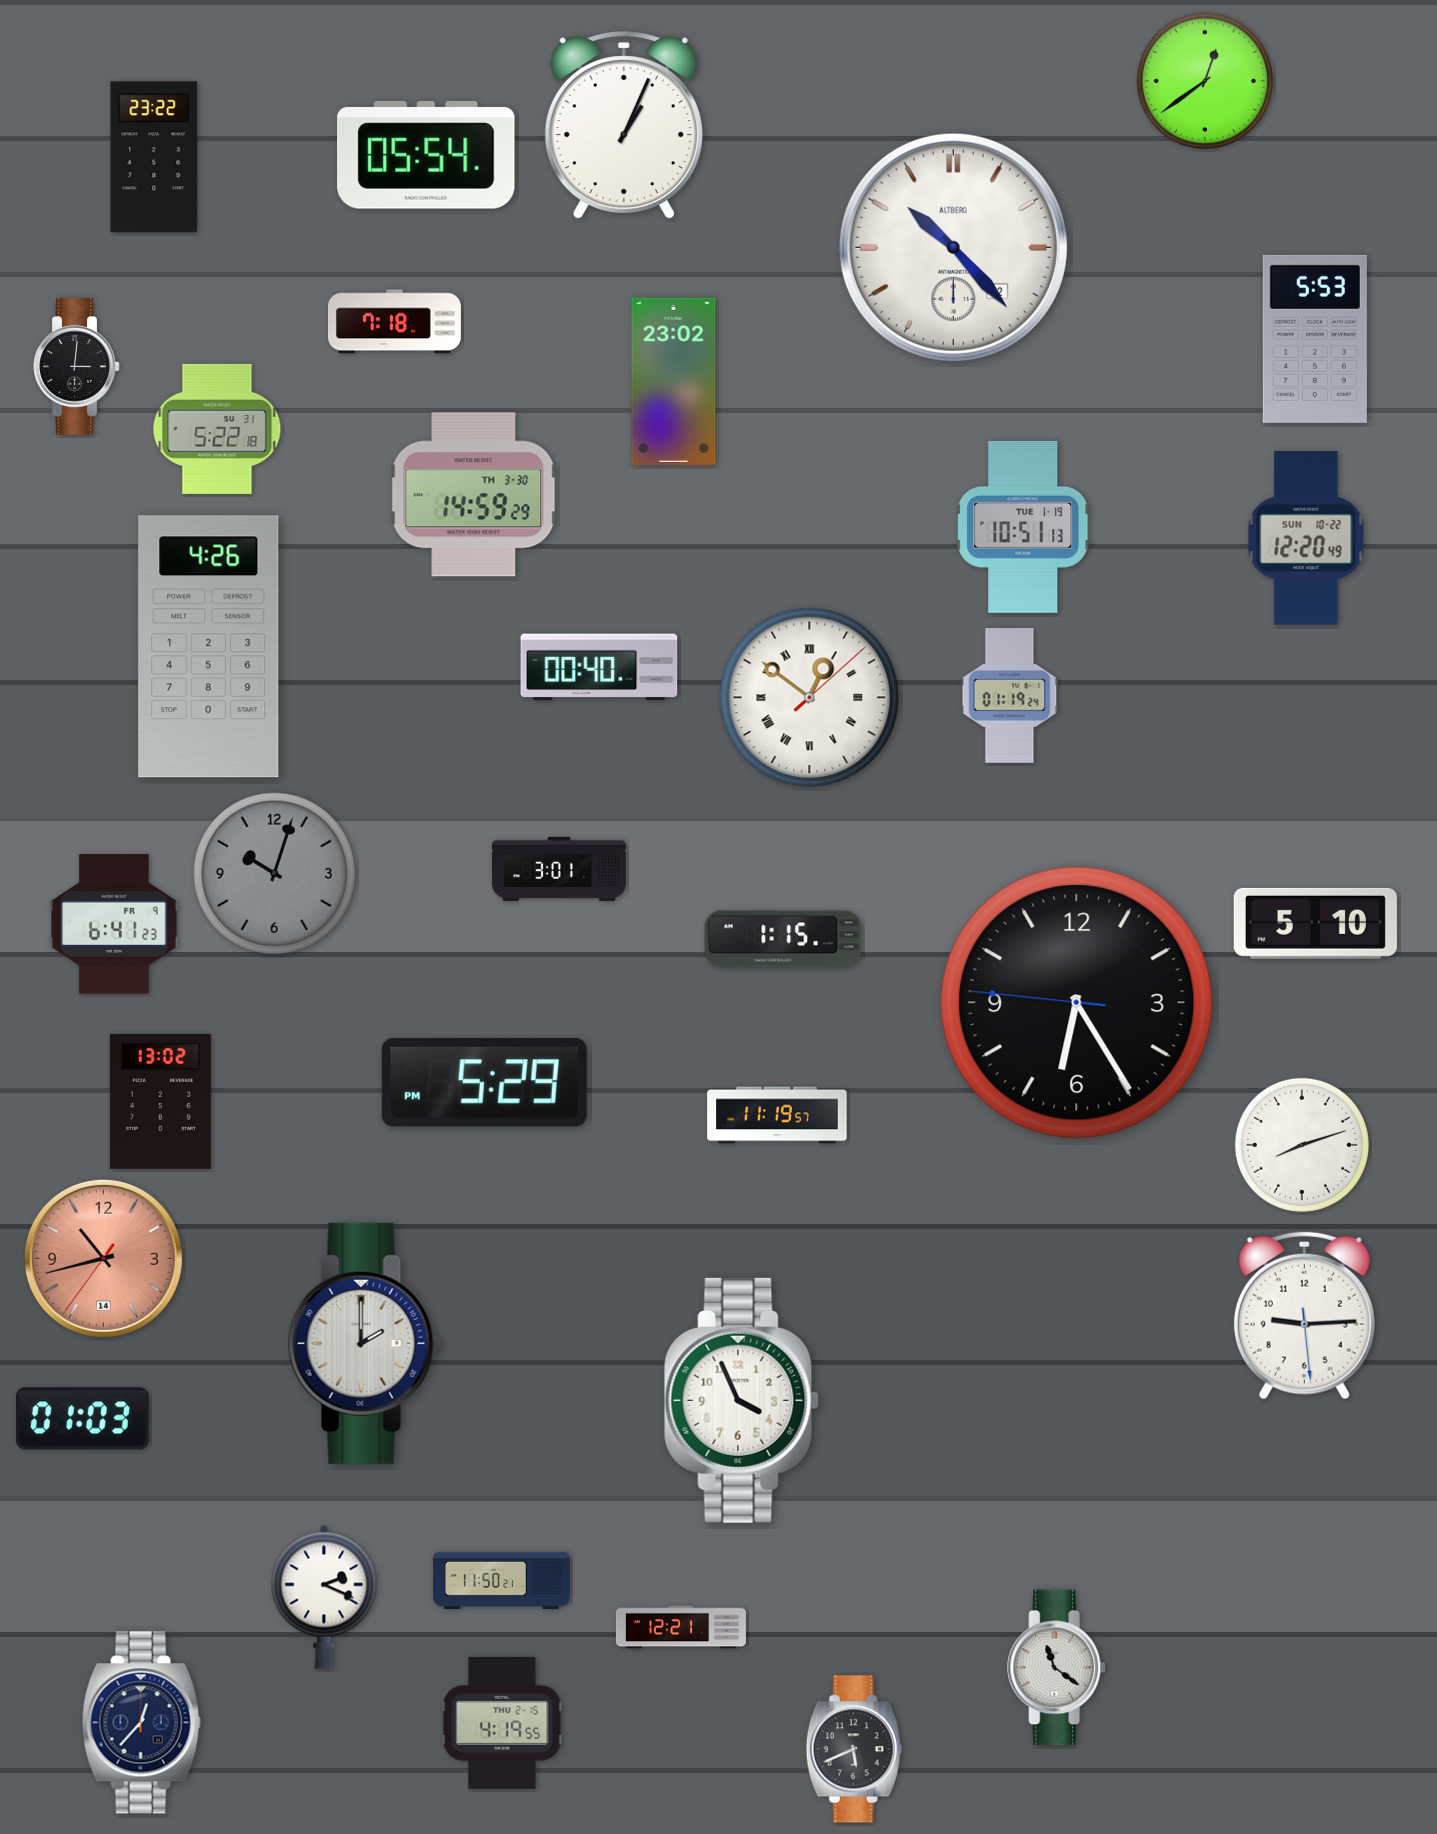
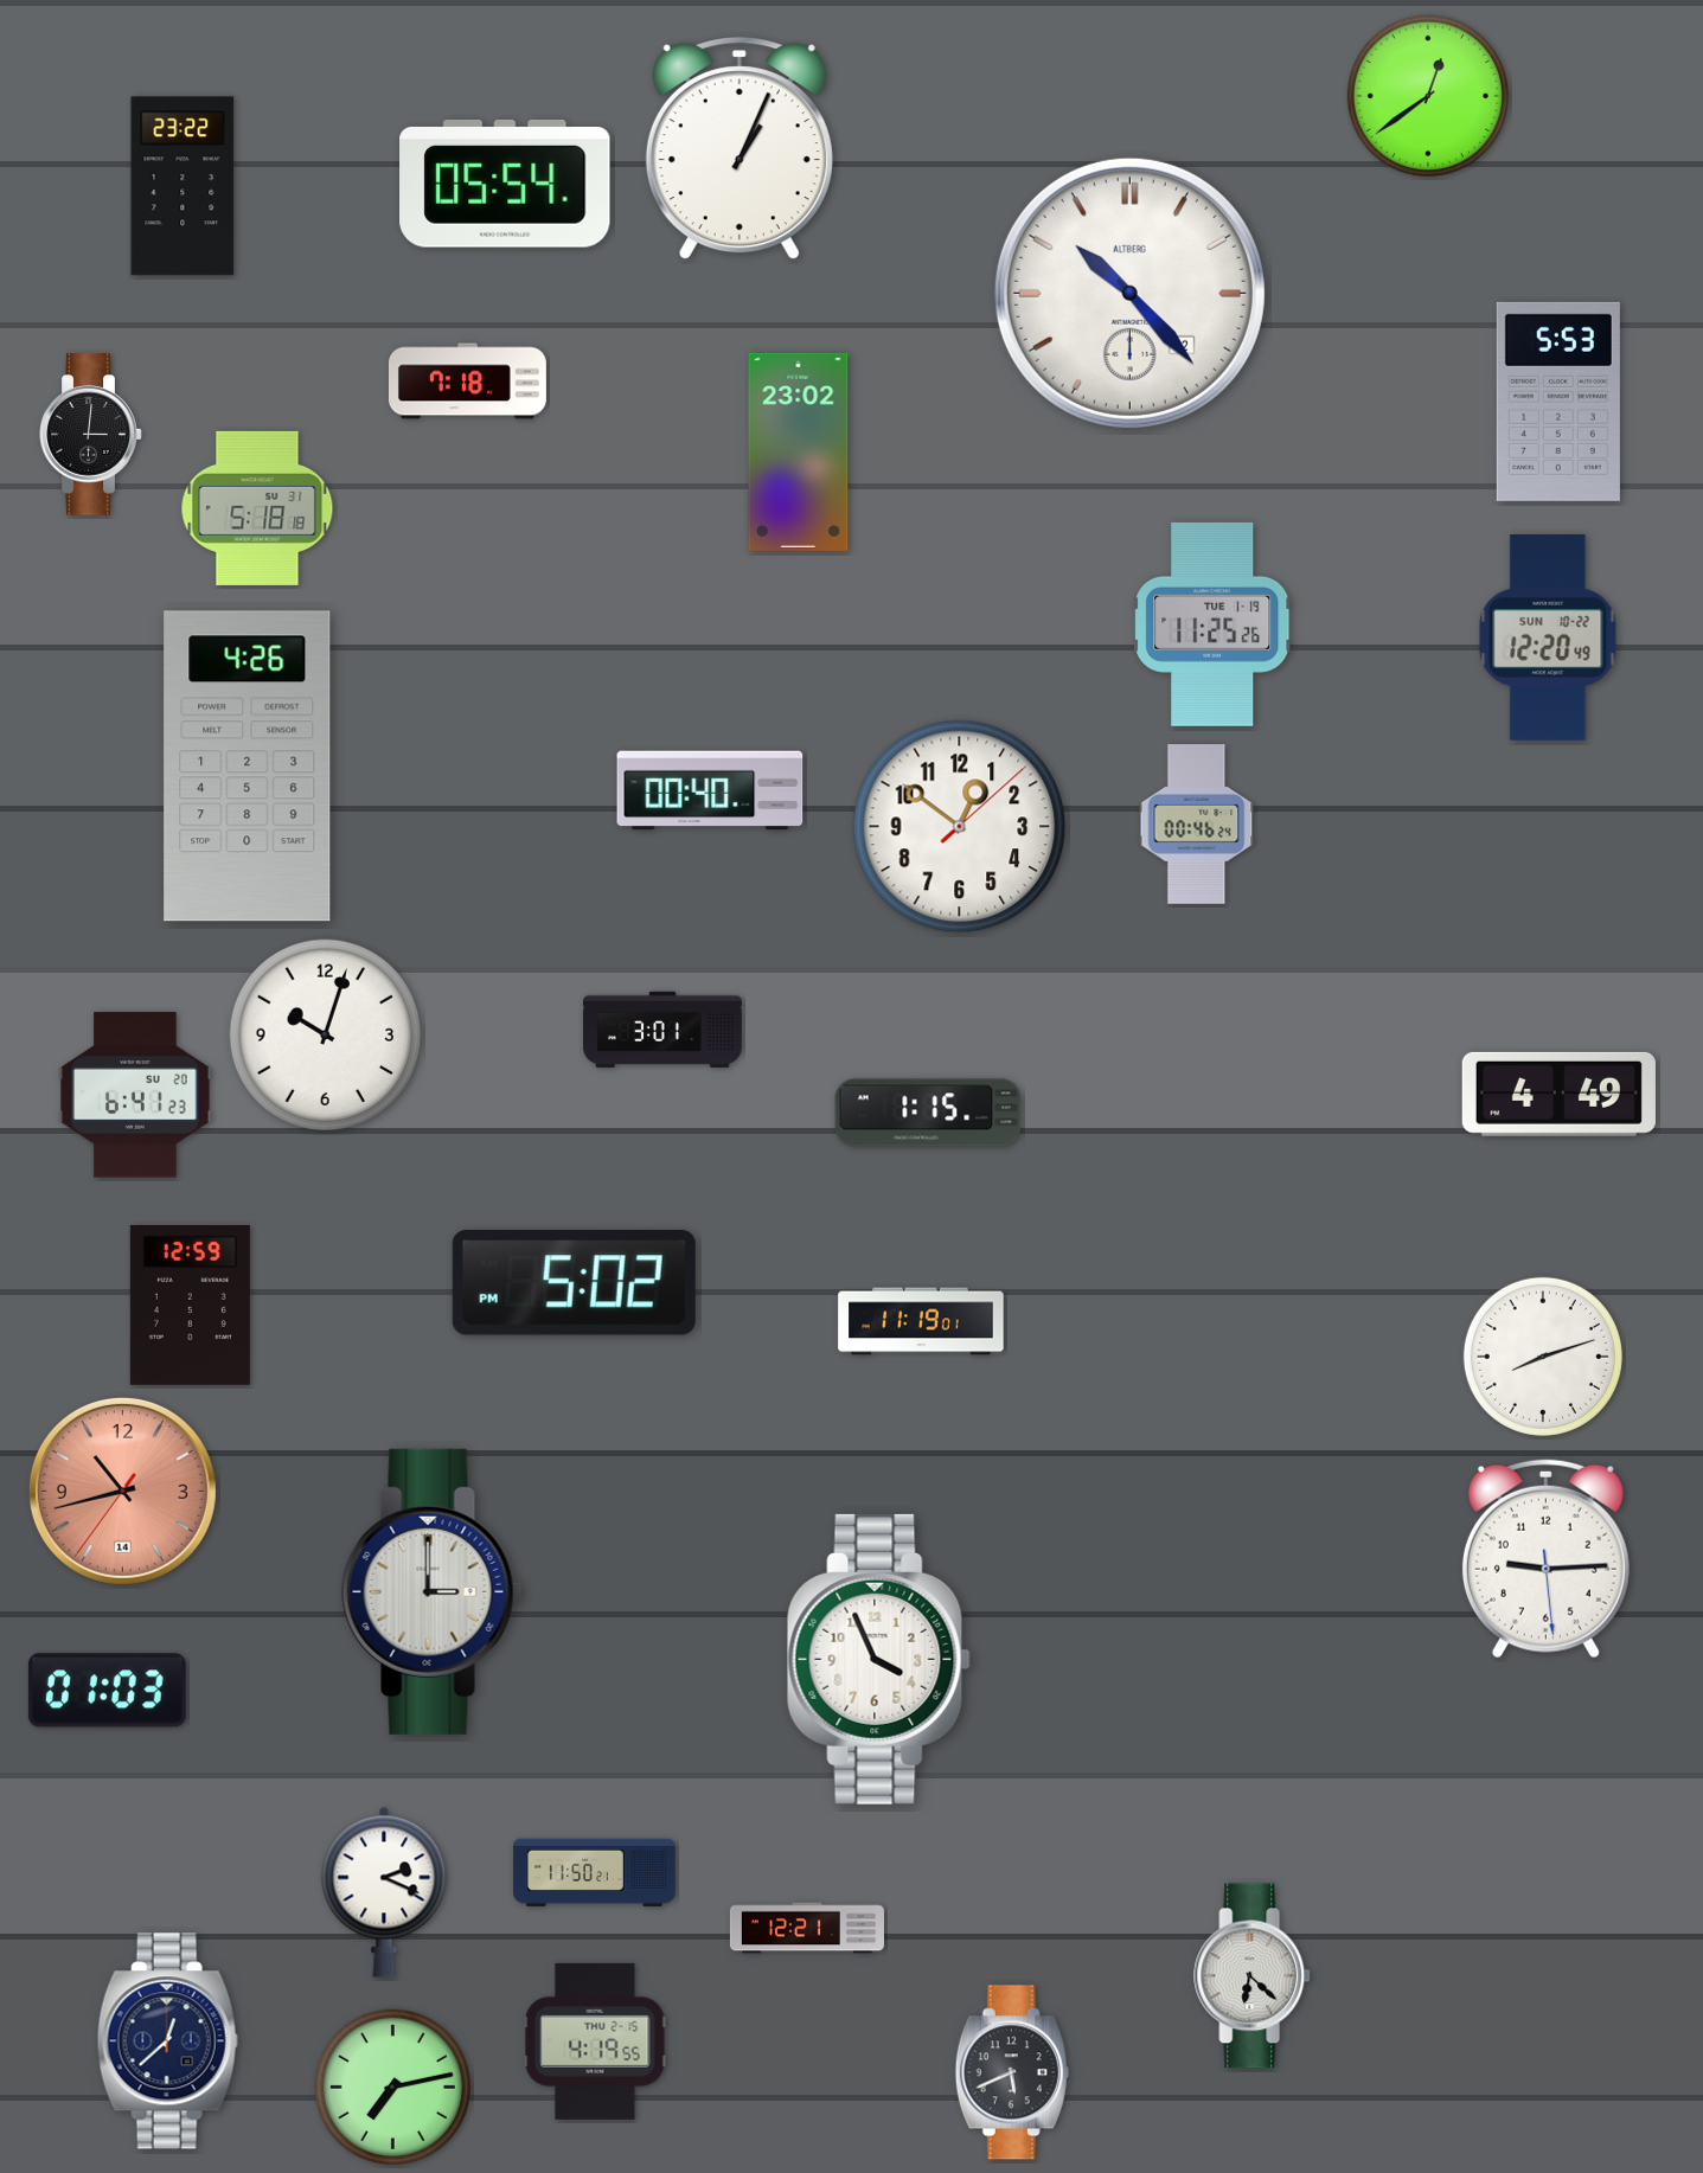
clock at (217, 429): 5:22 -> 5:18
clock at (474, 495): 14:59 -> none
clock at (1024, 527): 10:51 -> 11:25
clock at (1010, 696): 01:19 -> 00:46
clock at (810, 698) numerals: Roman -> Arabic
clock at (274, 873) dial: grey -> white
clock at (1315, 923): 5:10 -> 4:49
clock at (114, 924) date: FR 9 -> SU 20
clock at (1077, 1003): 6:24 -> none
clock at (484, 1083): 5:29 -> 5:02
clock at (160, 1101): 13:02 -> 12:59
clock at (777, 1115): 11:19:57 -> 11:19:01
clock at (365, 1343): 2:00 -> 3:00
clock at (82, 1419) position: (82, 1419) -> (107, 1691)
clock at (1057, 1668): 11:21 -> 6:22
clock at (141, 1723): 12:37 -> 12:38
clock at (392, 2087): none -> 7:13
